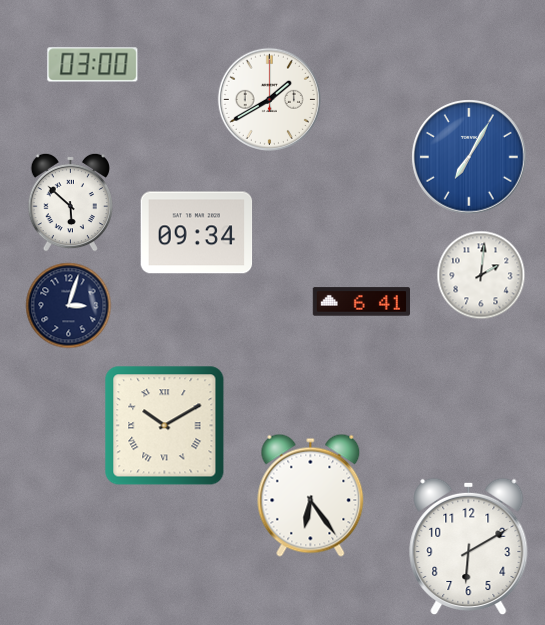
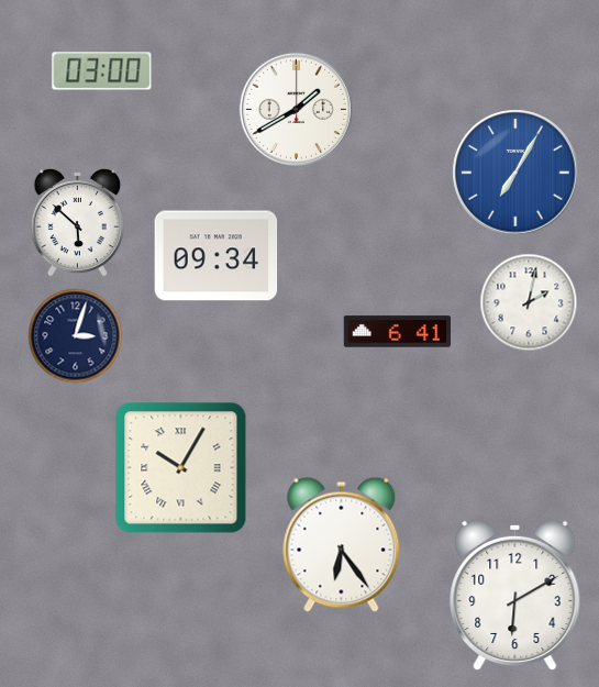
clock at (481, 275): 2:01 -> 2:02
clock at (165, 426): 10:10 -> 10:05
clock at (469, 547) position: (469, 547) -> (515, 596)
